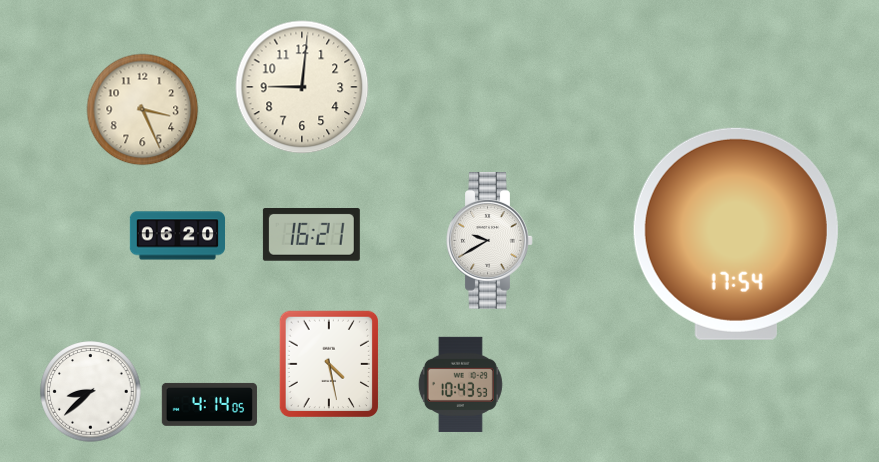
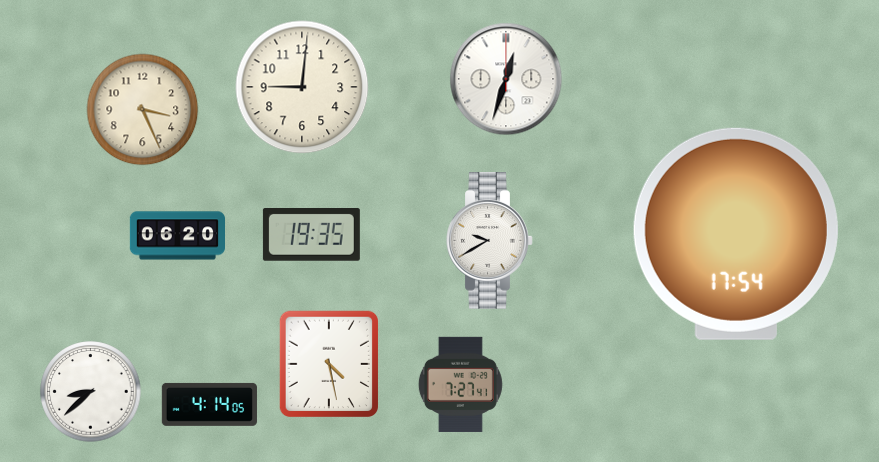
clock at (506, 79): none -> 12:33
clock at (311, 235): 16:21 -> 19:35
clock at (460, 384): 10:43 -> 7:27
